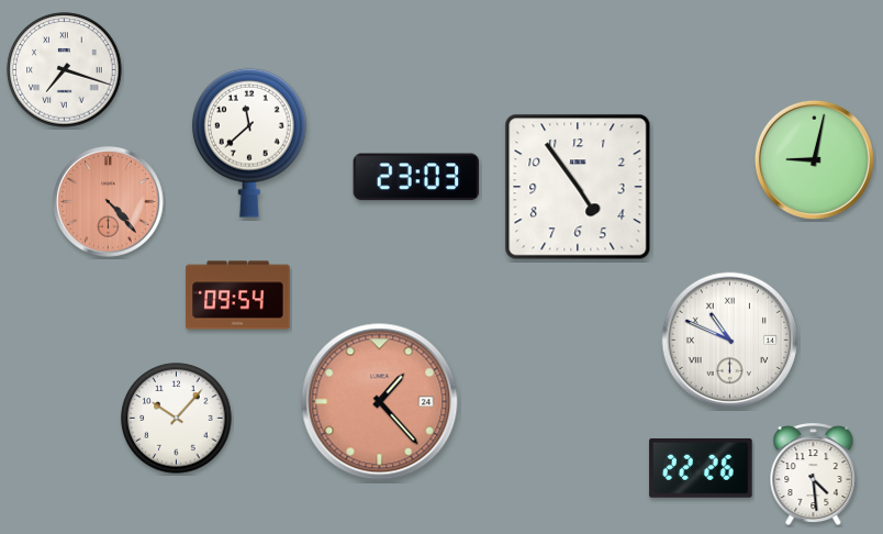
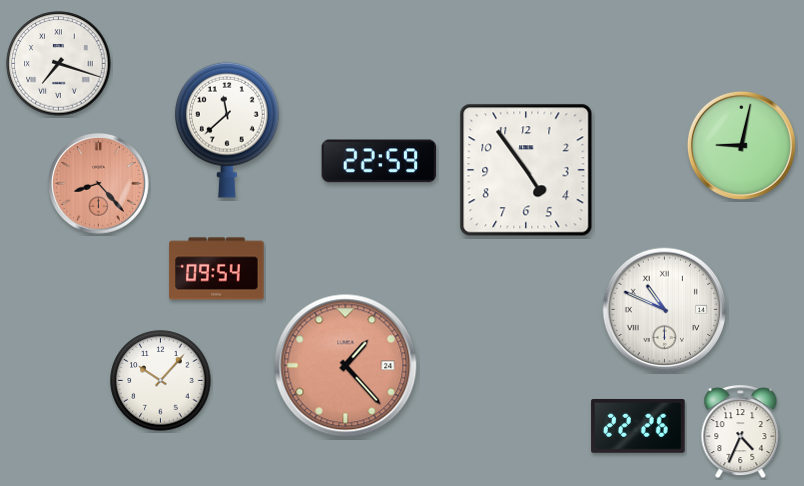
clock at (416, 177): 23:03 -> 22:59
clock at (109, 202): 4:23 -> 8:23
clock at (814, 475): 4:29 -> 4:34
